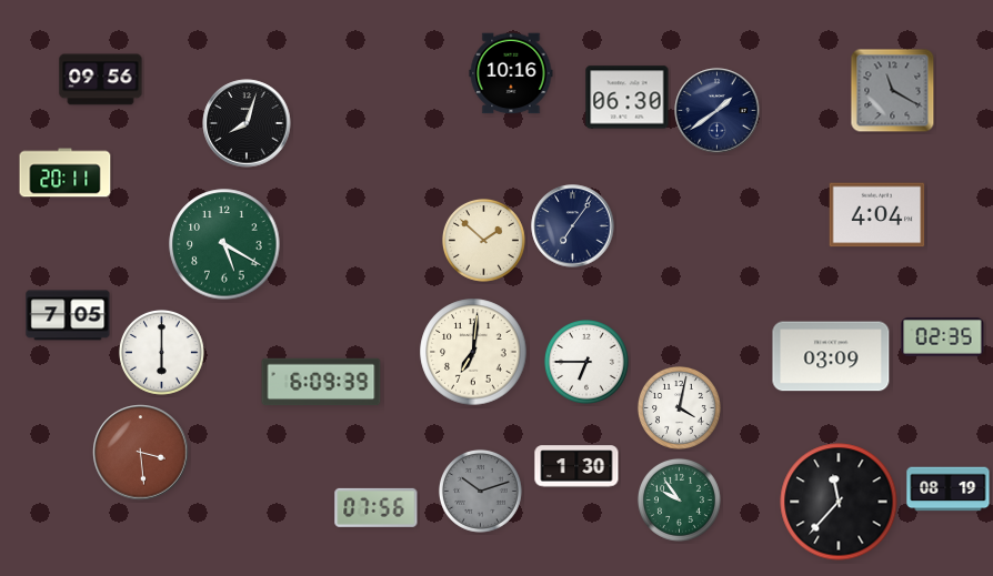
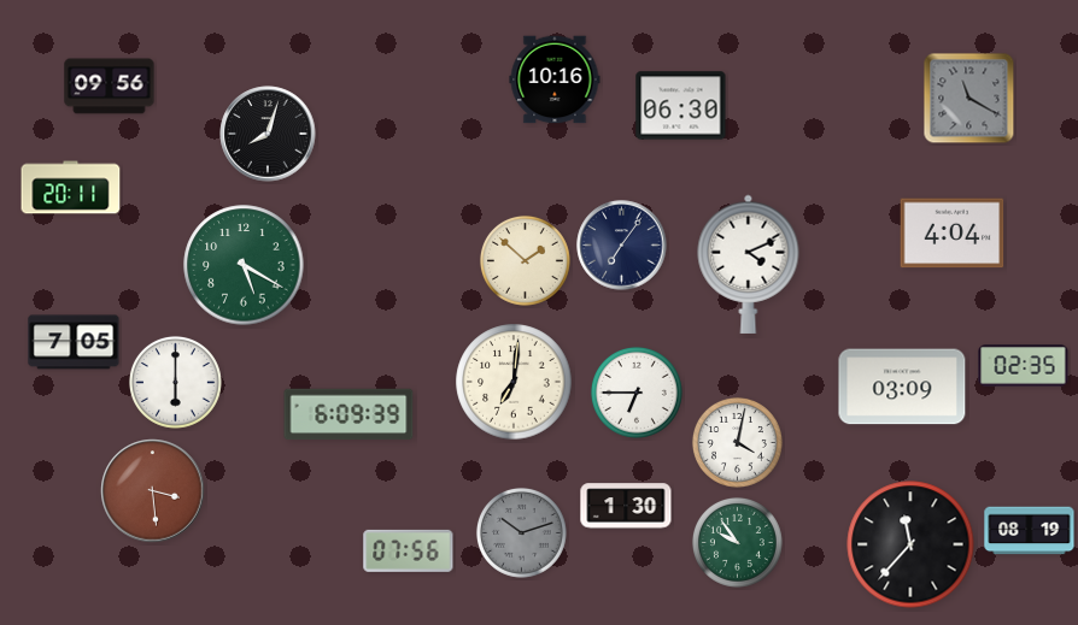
clock at (718, 111): 1:39 -> none
clock at (749, 264): none -> 4:11
